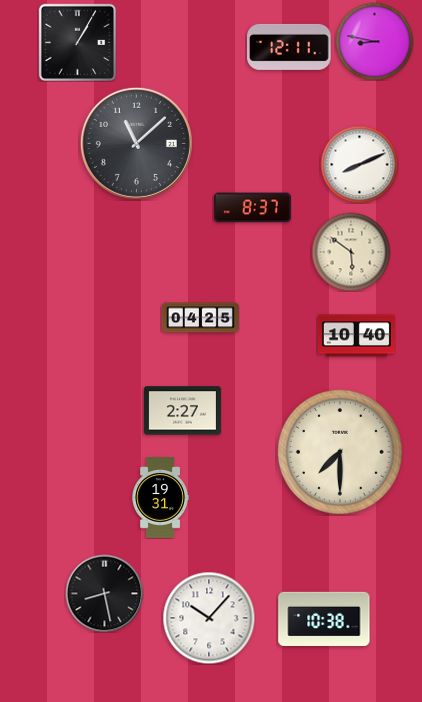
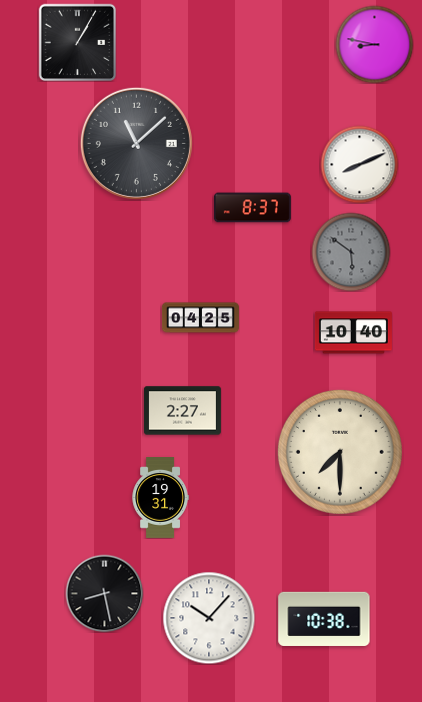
clock at (374, 41) position: (374, 41) -> (374, 44)
clock at (289, 47): 12:11 -> none
clock at (351, 252) dial: cream -> grey
clock at (356, 336) position: (356, 336) -> (353, 333)
